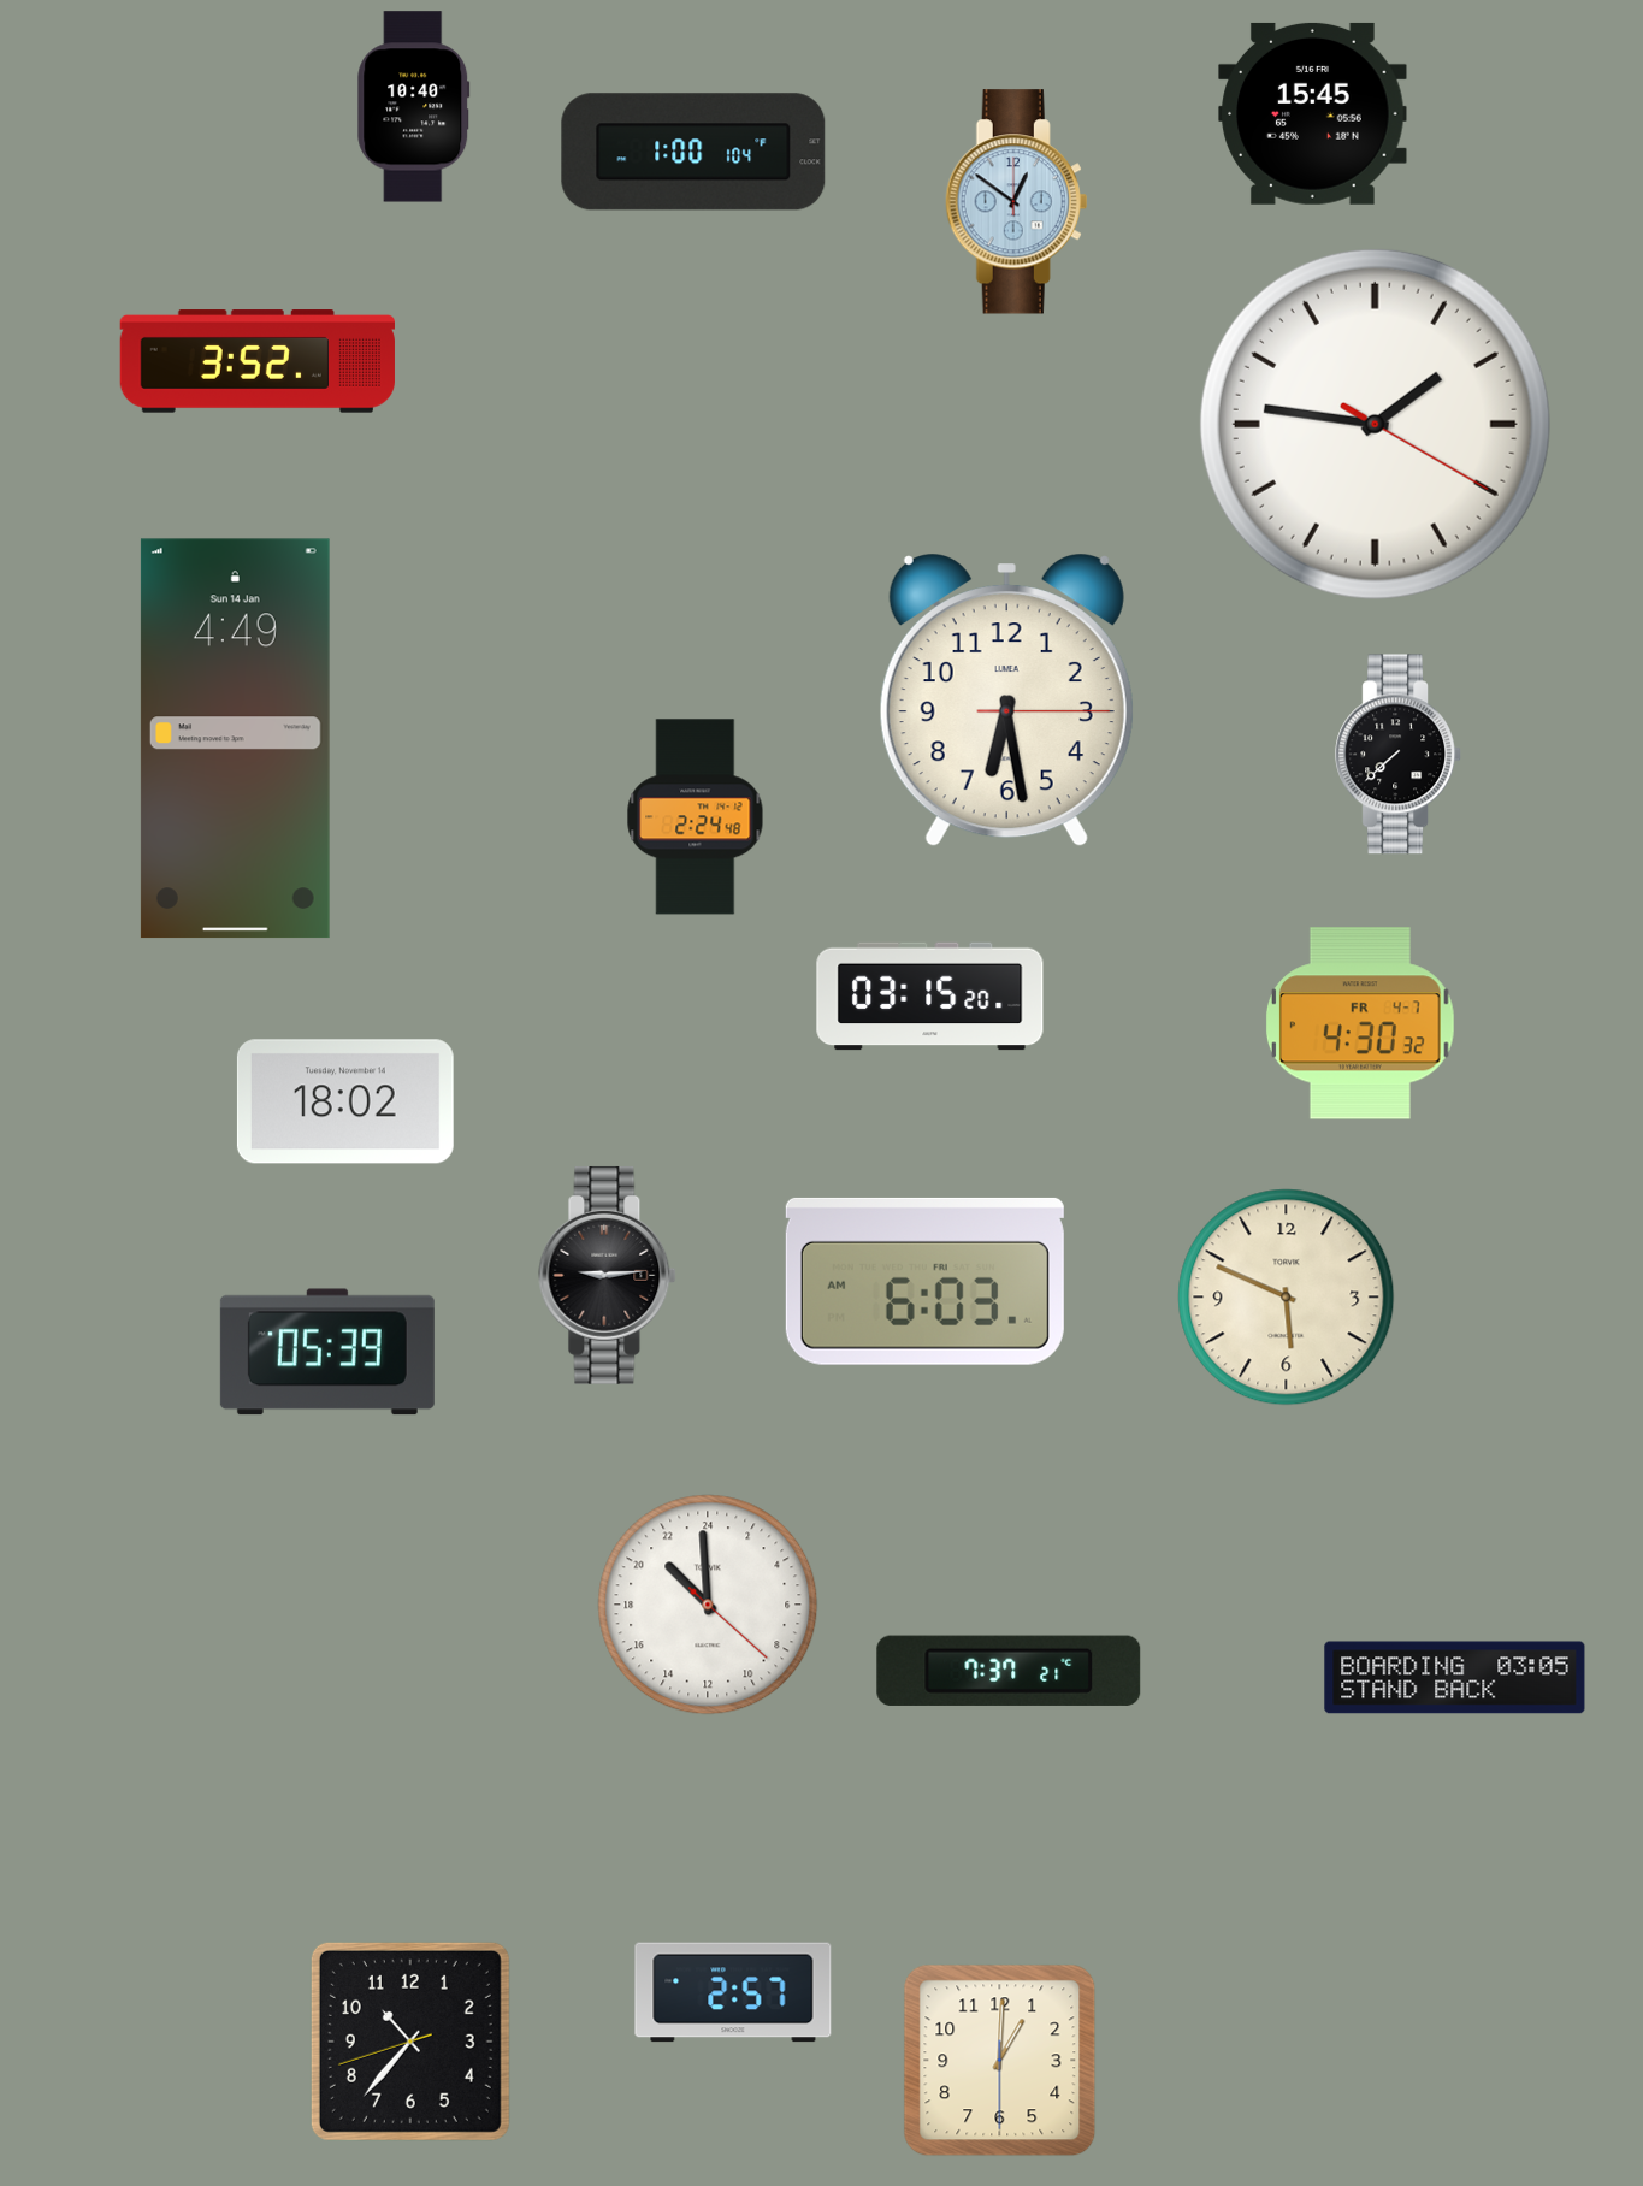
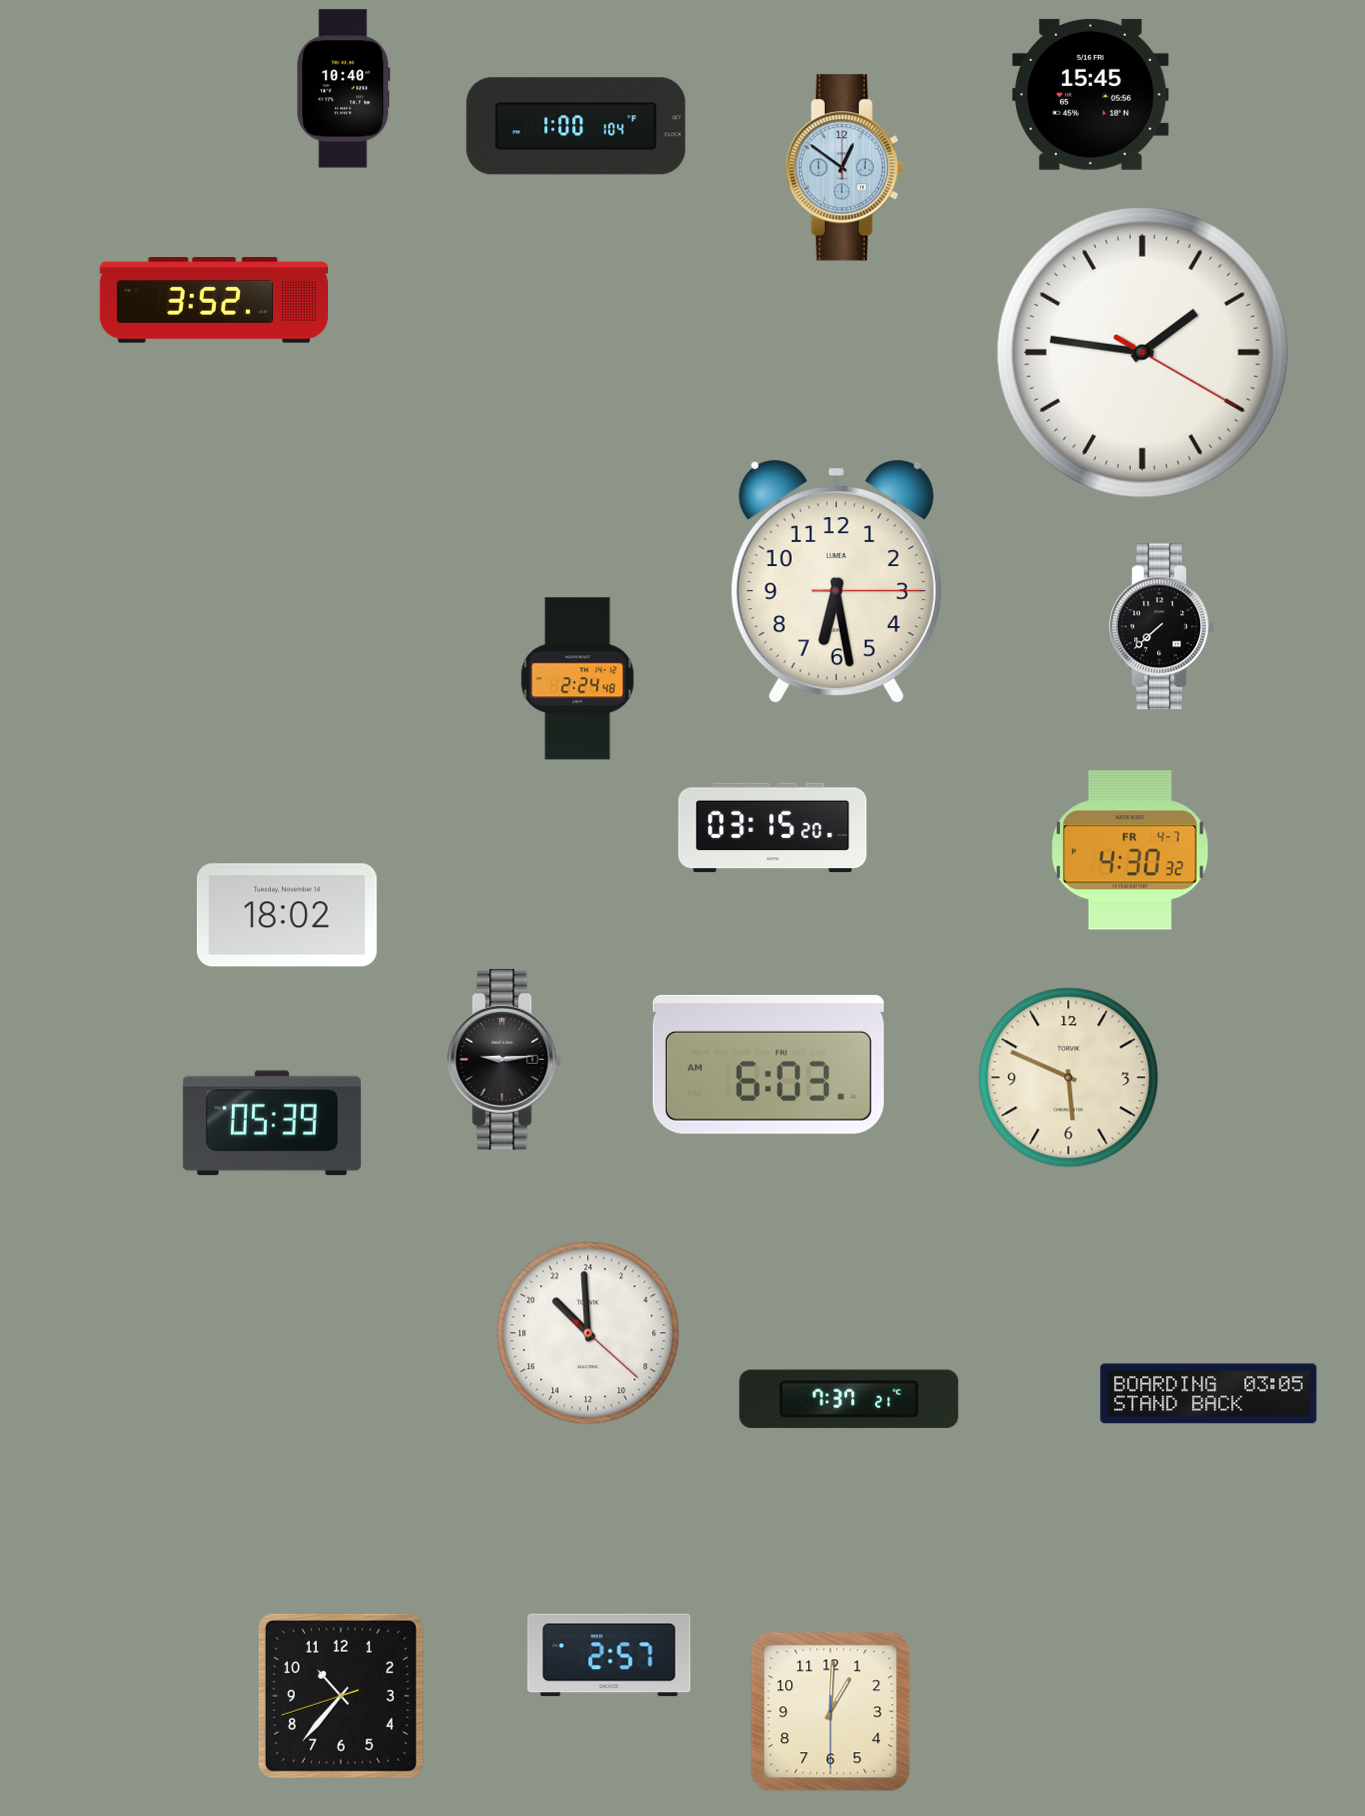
clock at (235, 739): 4:49 -> none
clock at (1009, 1671) position: (1009, 1671) -> (849, 1399)
